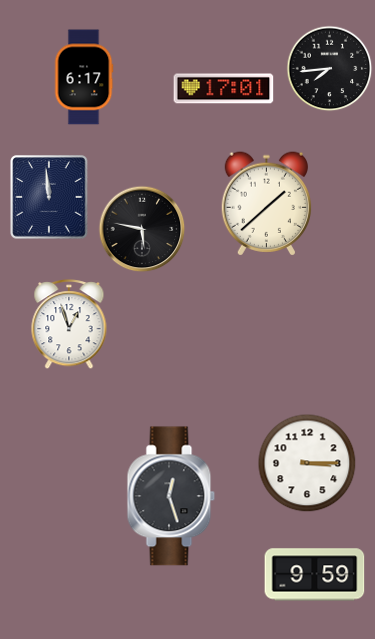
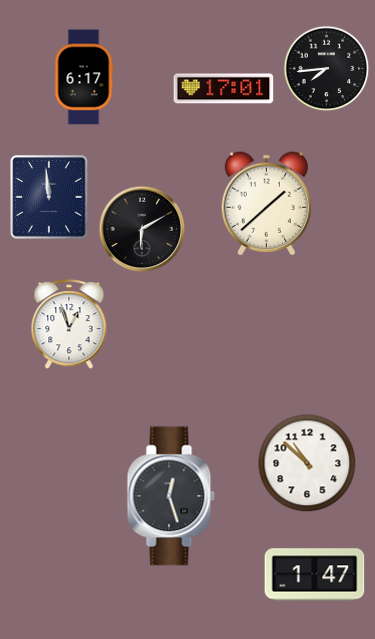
clock at (329, 68) position: (329, 68) -> (326, 68)
clock at (142, 229): 5:47 -> 6:10
clock at (307, 463): 3:15 -> 10:52
clock at (315, 575): 9:59 -> 1:47
